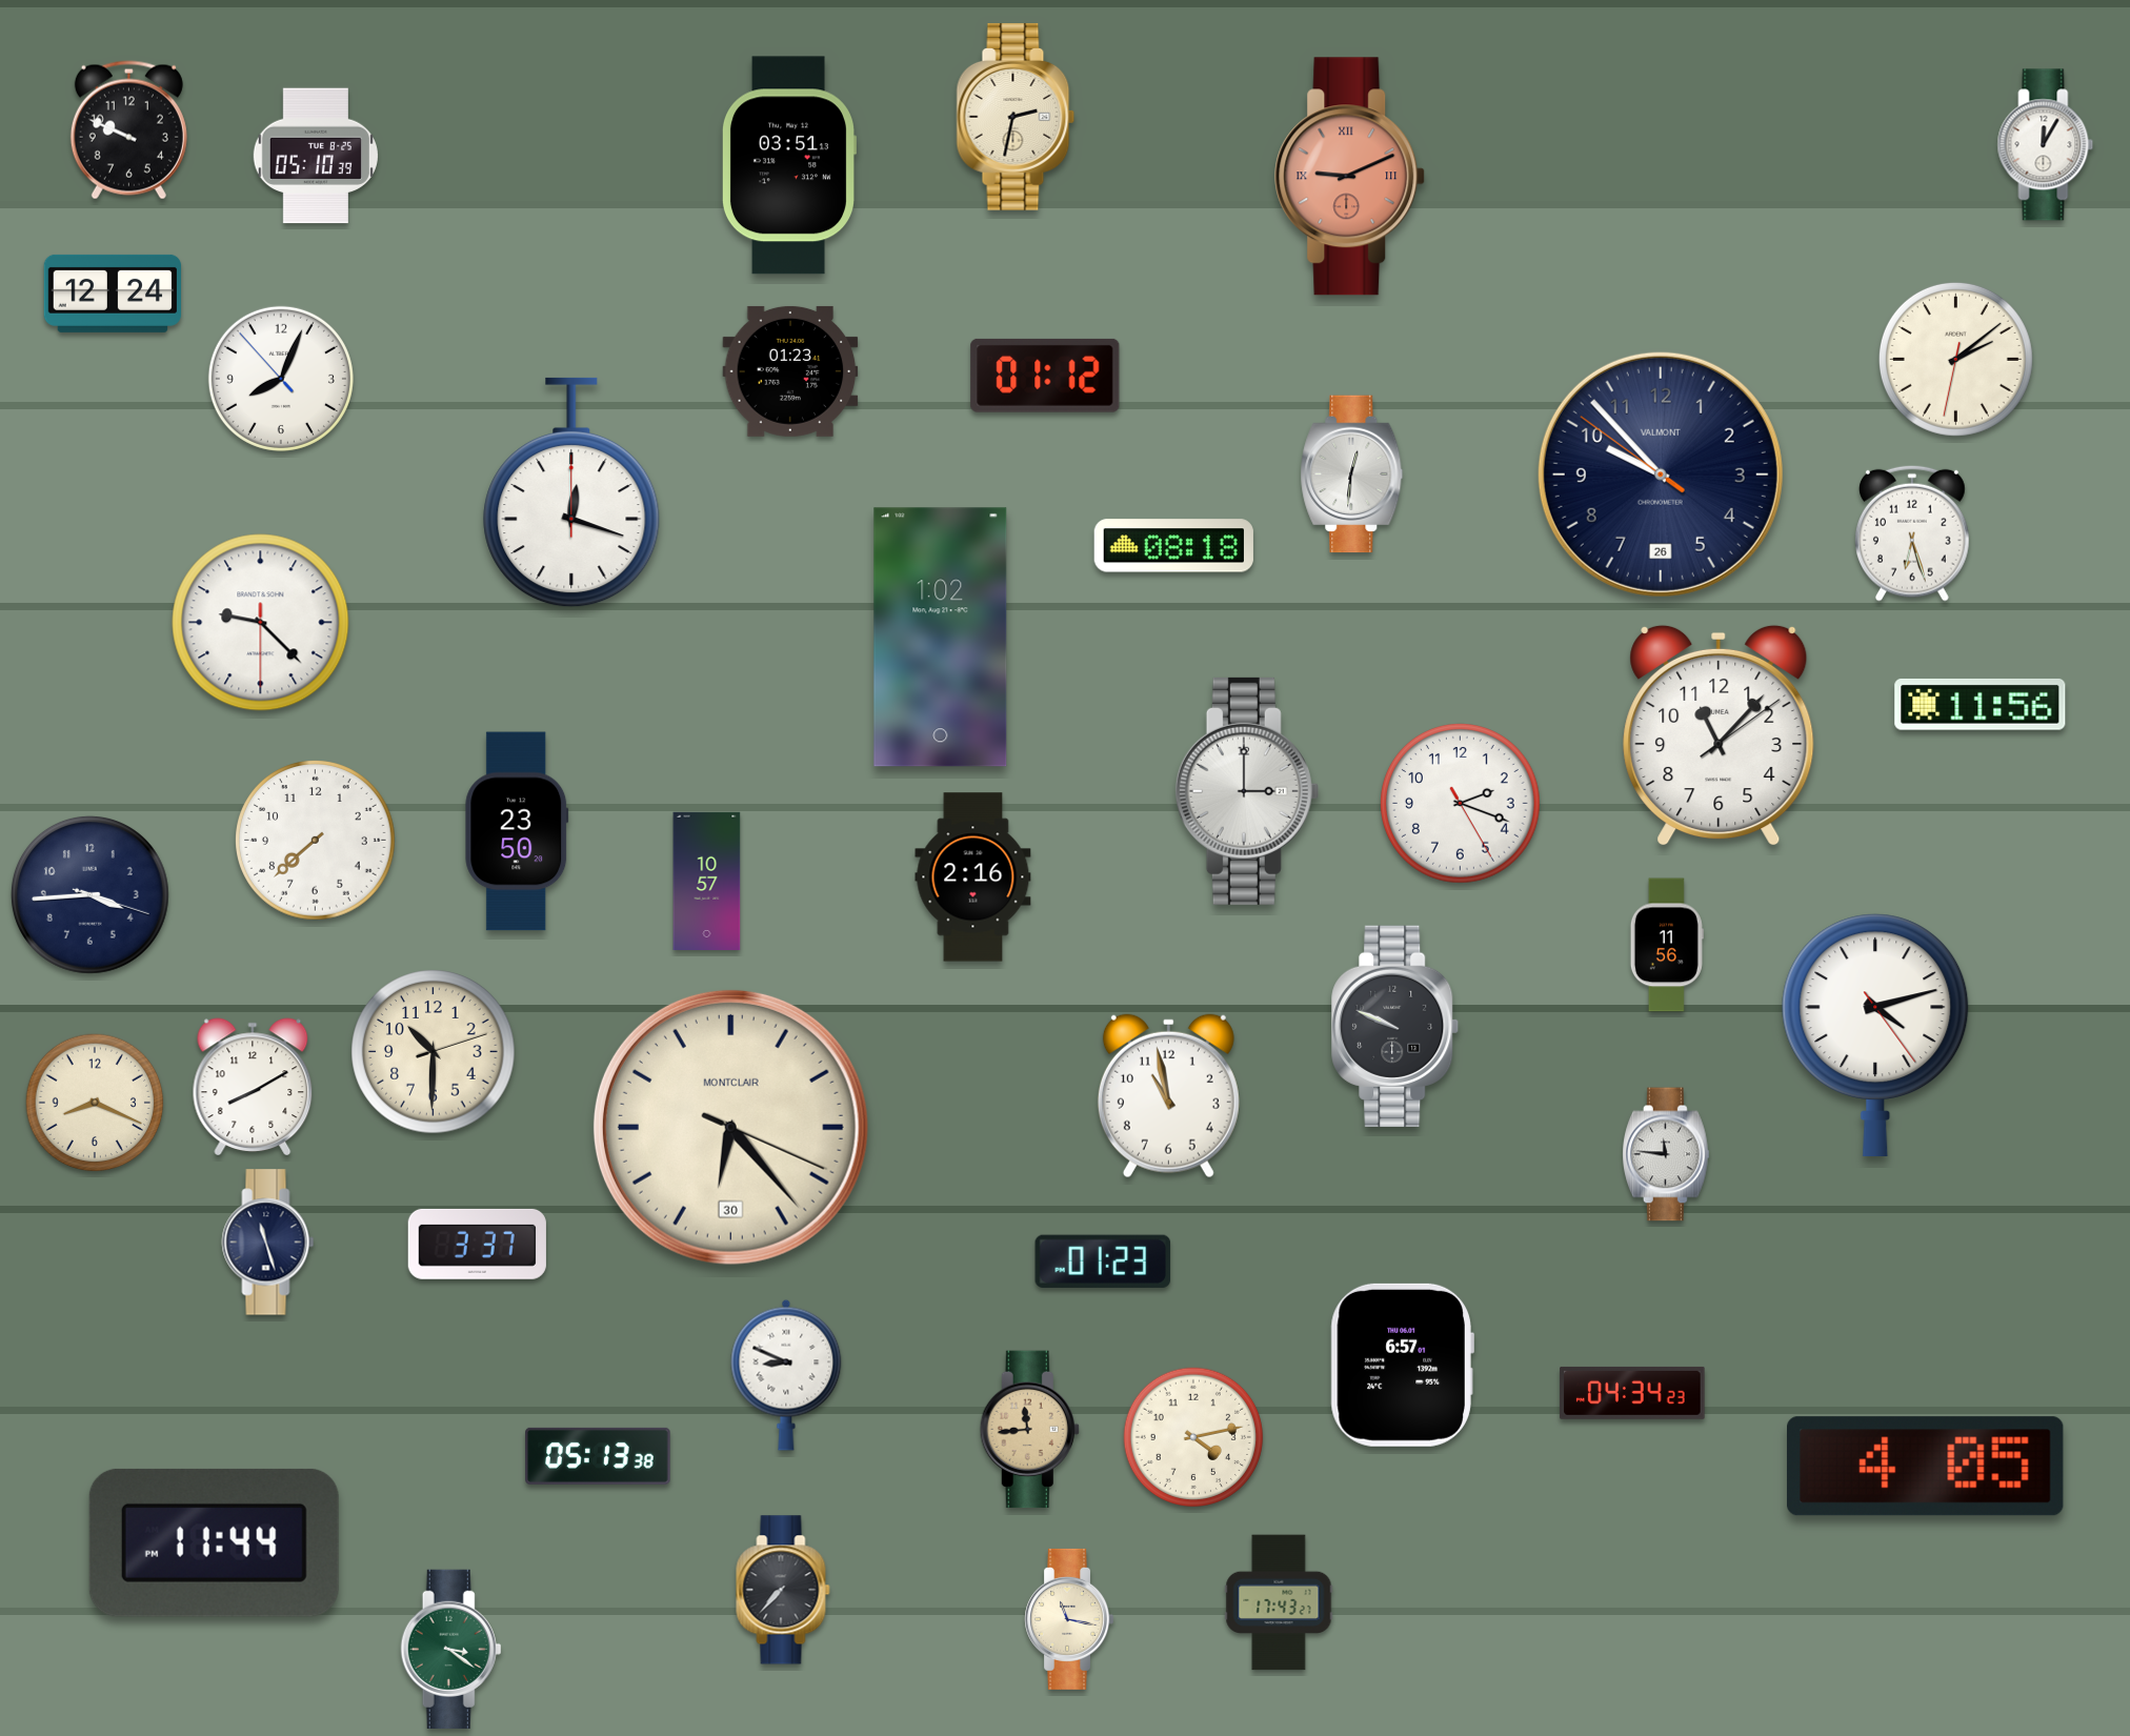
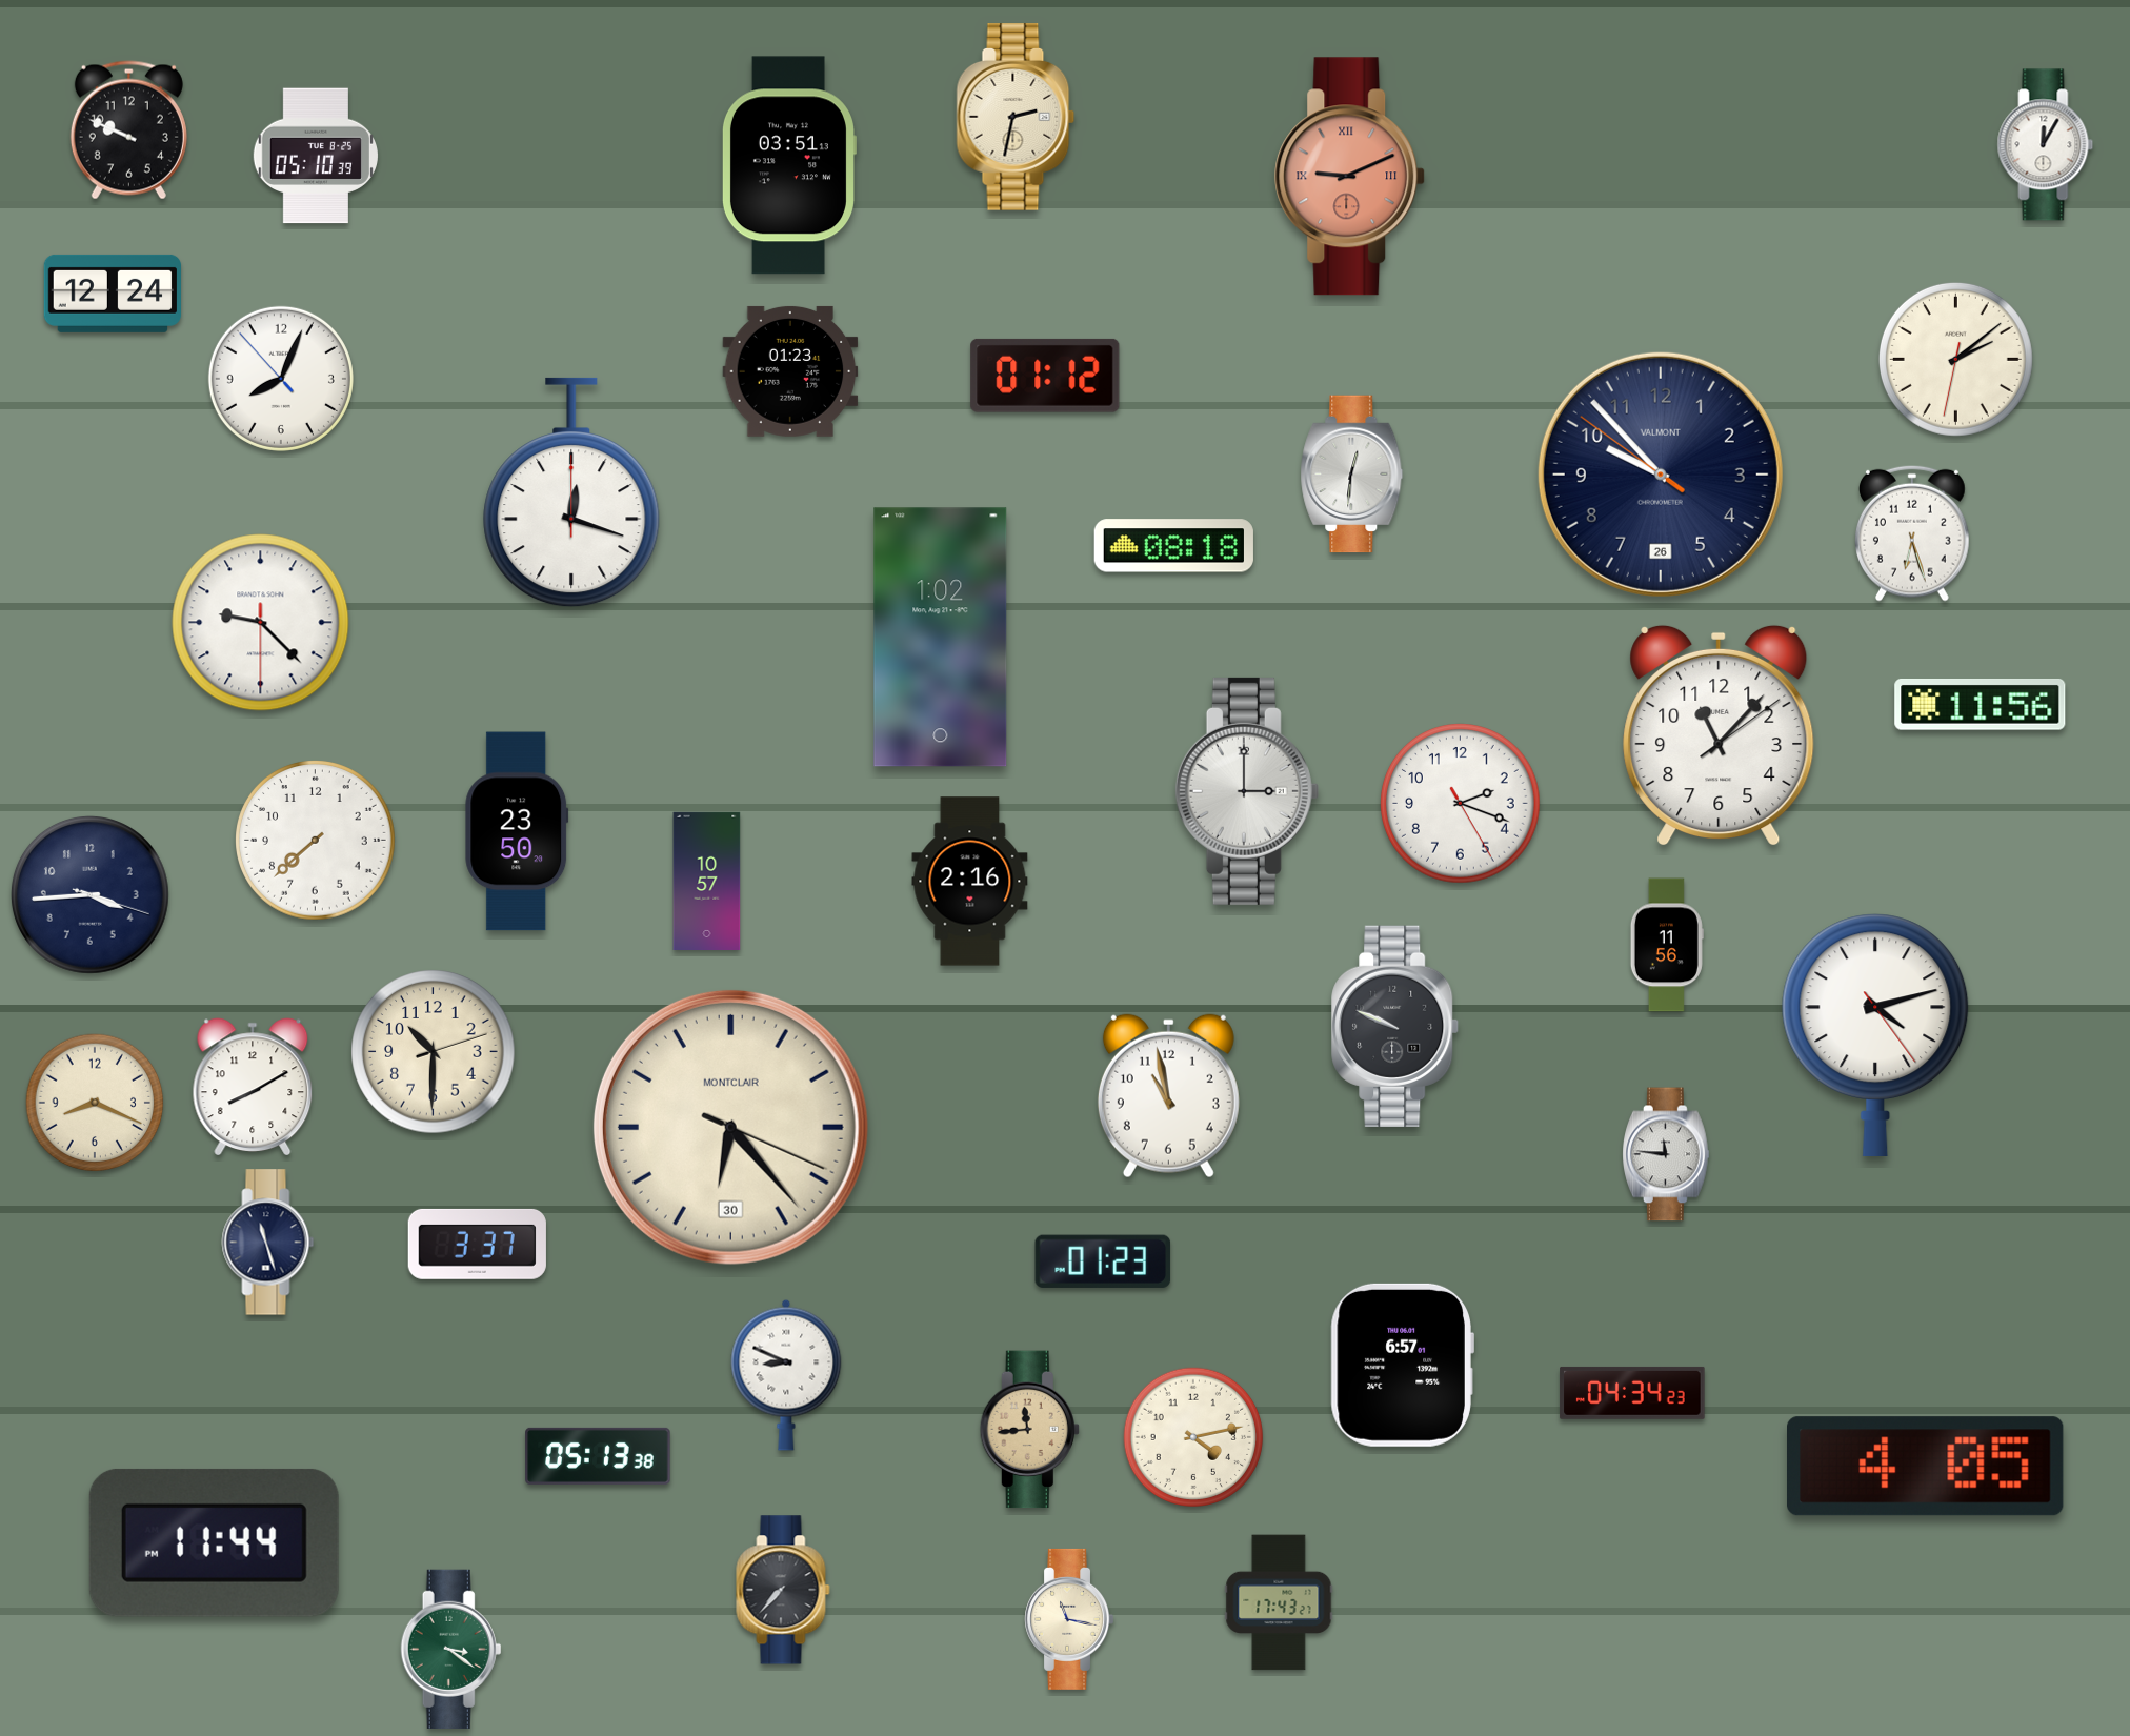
clock at (973, 877) position: (973, 877) -> (970, 882)
